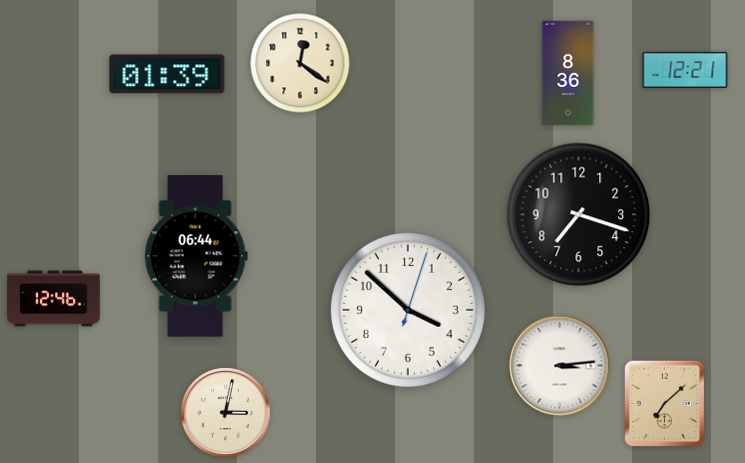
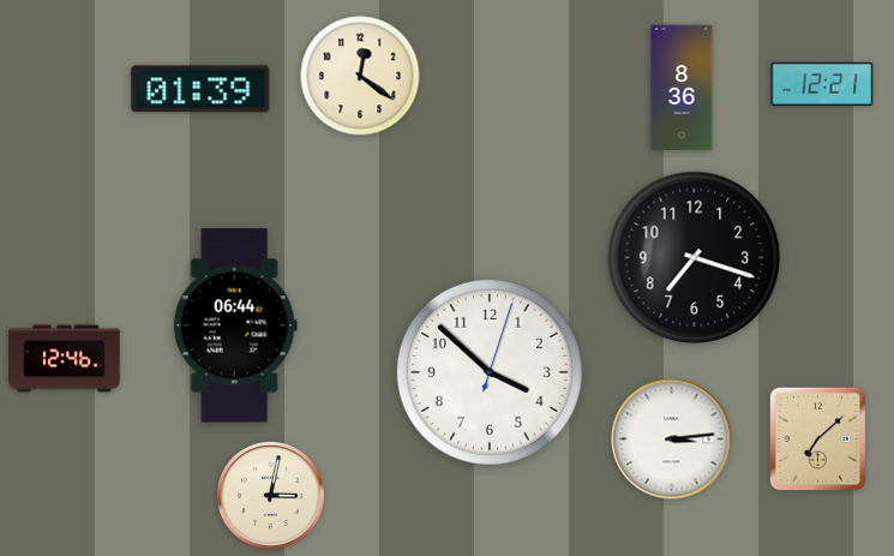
clock at (196, 256) position: (196, 256) -> (235, 325)
clock at (665, 404) position: (665, 404) -> (818, 440)
